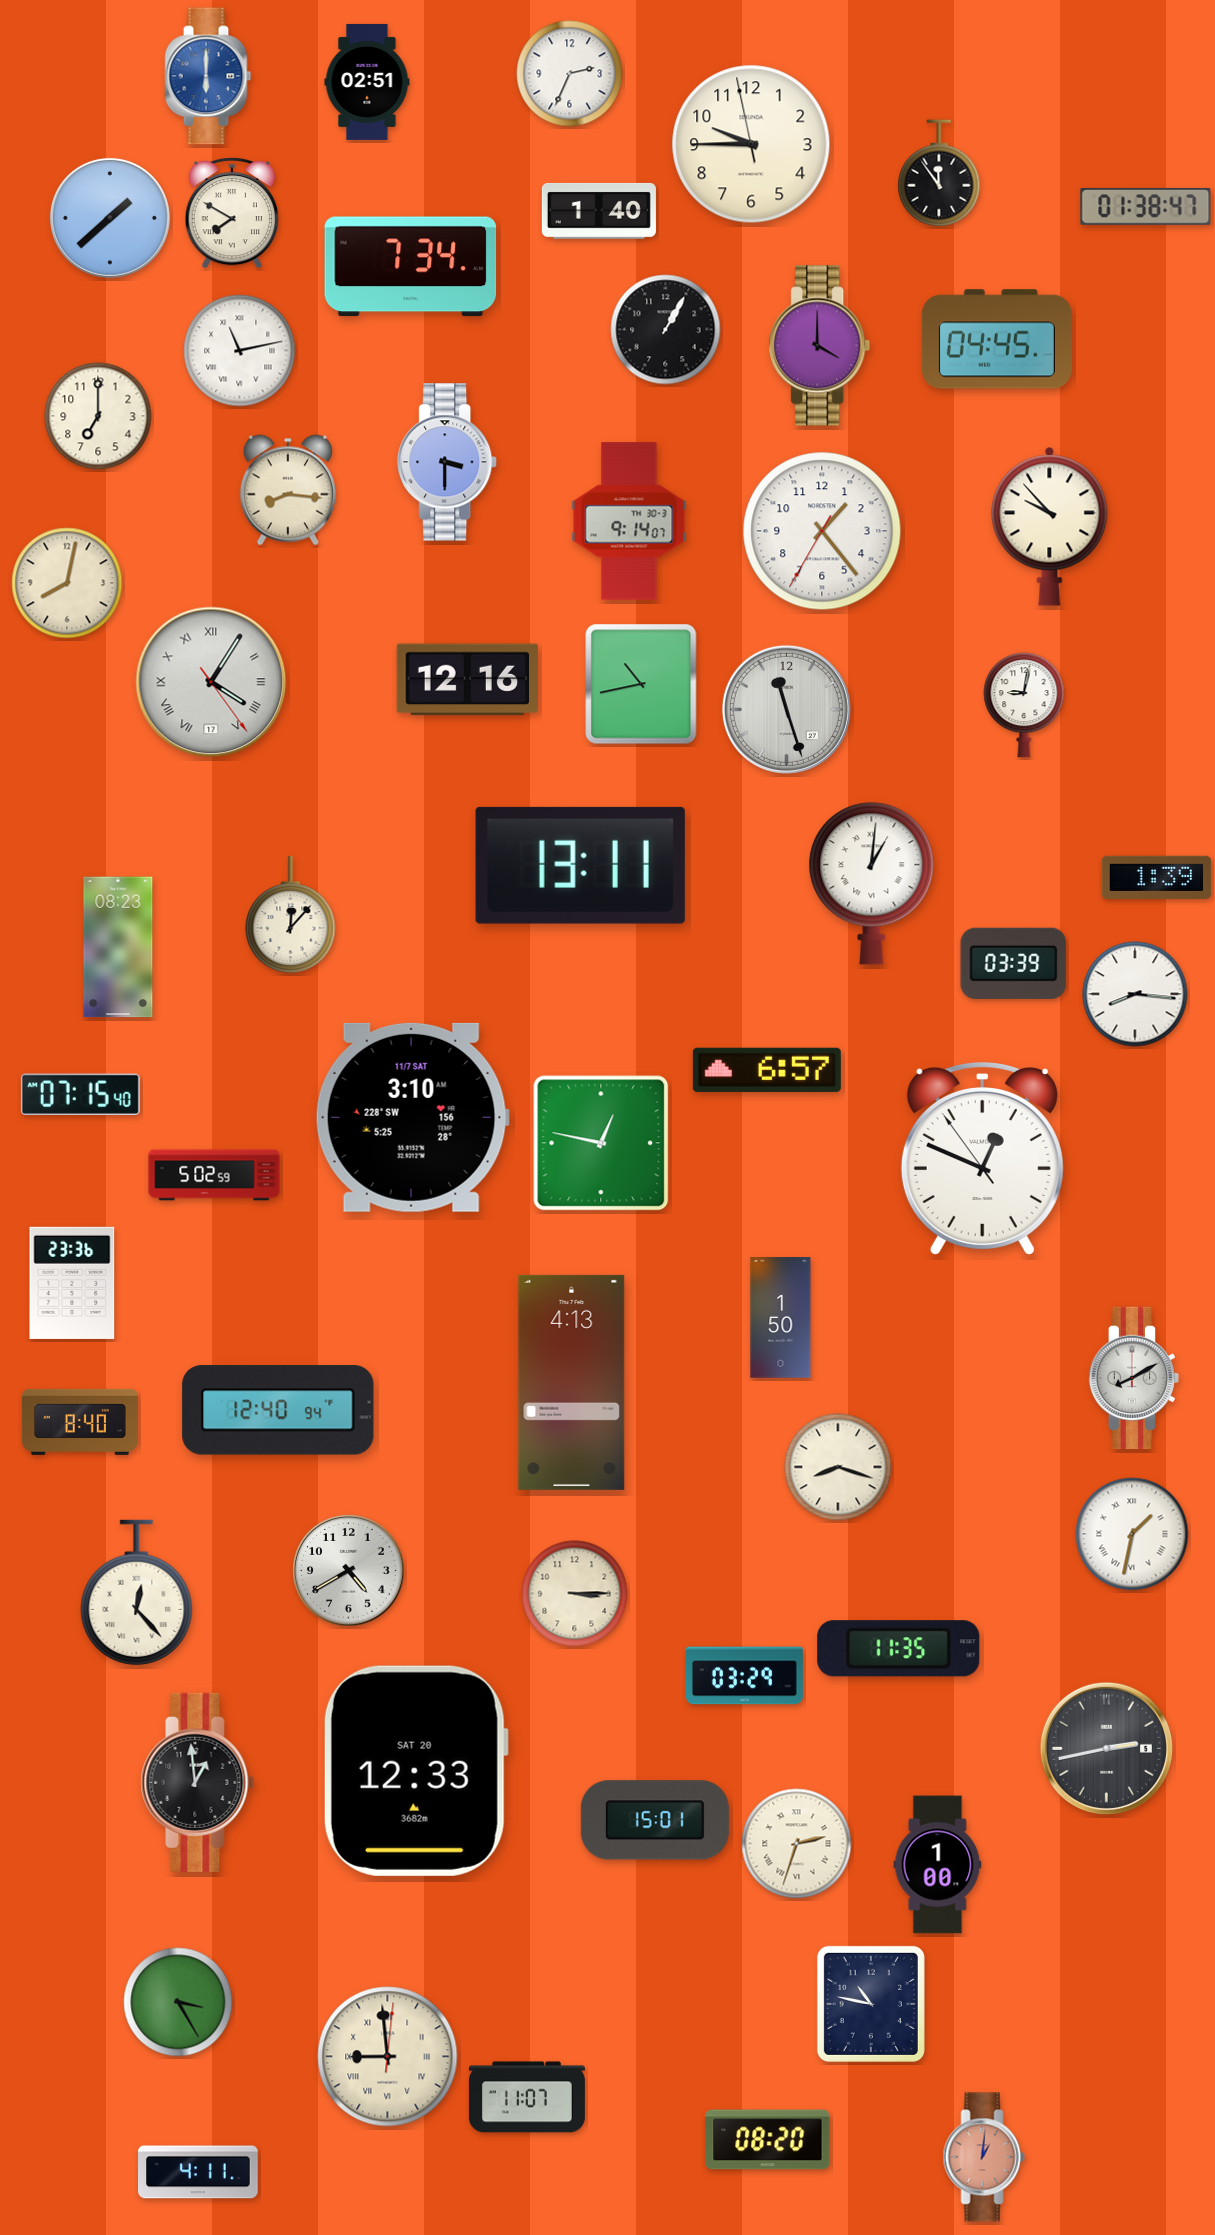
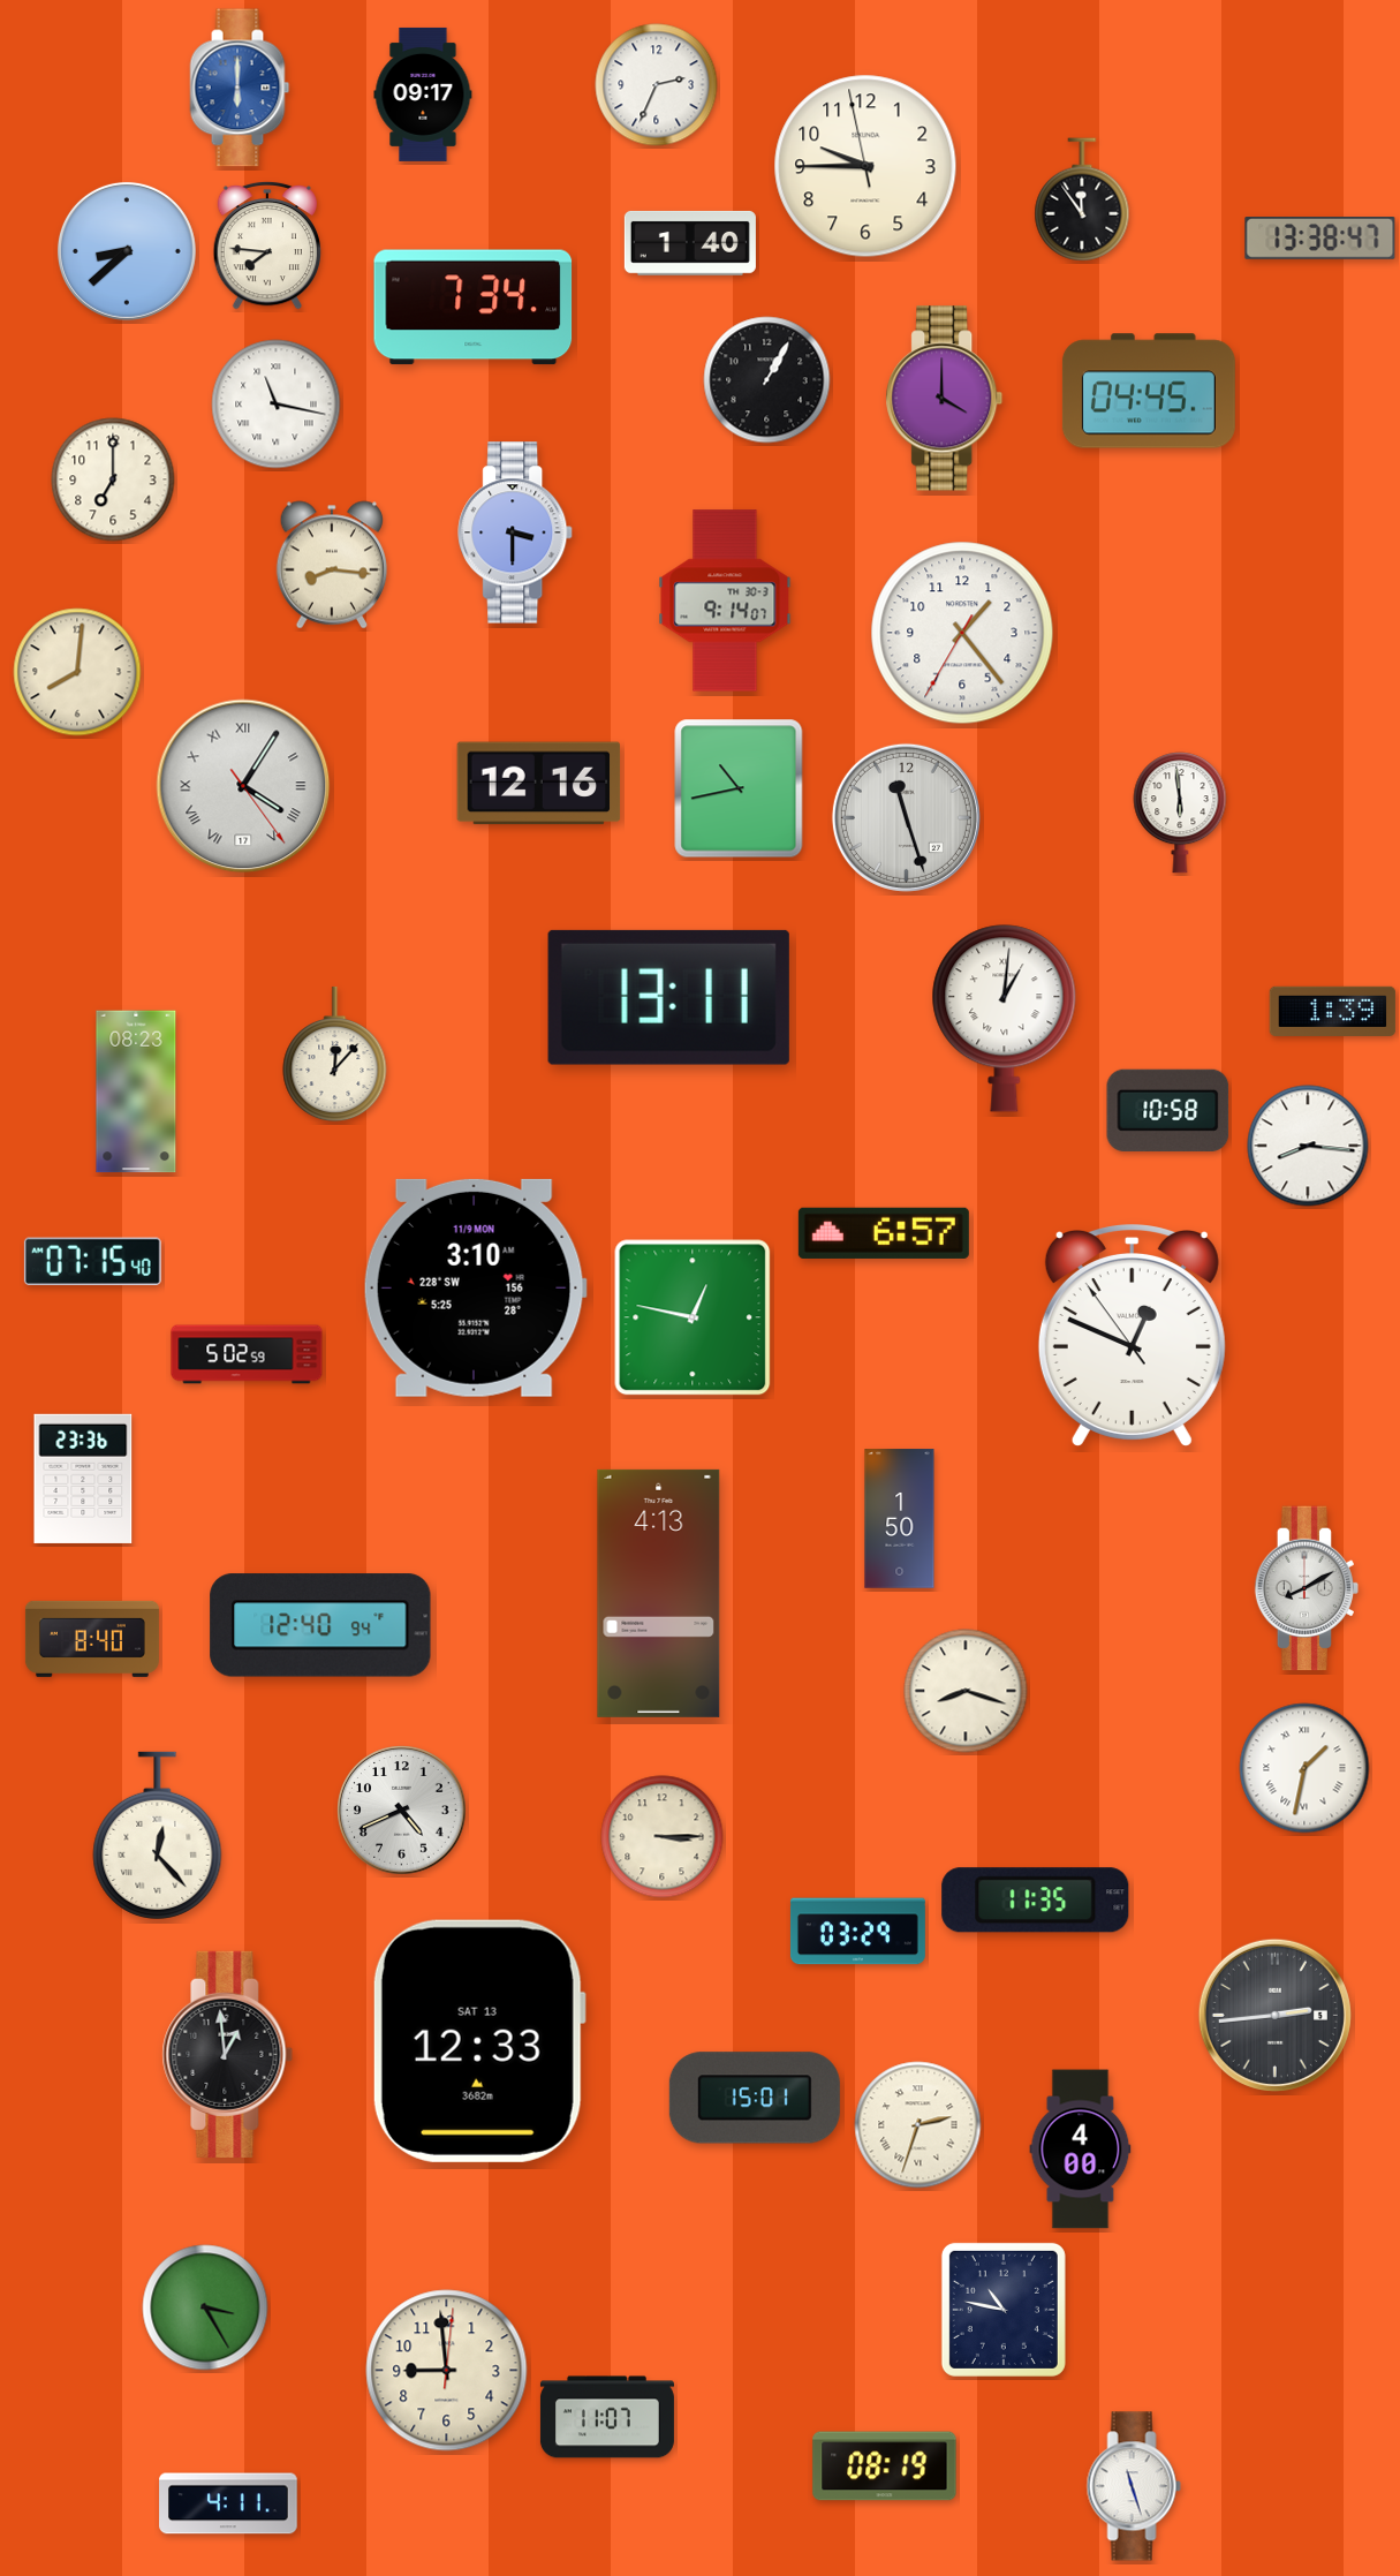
clock at (367, 82): 02:51 -> 09:17
clock at (1146, 207): 01:38 -> 13:38
clock at (232, 213): 7:50 -> 7:46
clock at (110, 218): 1:38 -> 8:38
clock at (240, 351): 11:13 -> 11:17
clock at (1050, 526): 9:53 -> none
clock at (822, 531) position: (822, 531) -> (962, 633)
clock at (67, 583): 8:02 -> 8:01
clock at (1024, 705): 9:02 -> 5:59
clock at (1014, 963): 03:39 -> 10:58
clock at (412, 1117) date: 11/7 SAT -> 11/9 MON
clock at (349, 1571): 4:40 -> 4:41
clock at (1106, 1748): 2:43 -> 2:44
clock at (416, 1771) date: SAT 20 -> SAT 13
clock at (938, 1865): 1:00 -> 4:00
clock at (388, 2057) numerals: Roman -> Arabic
clock at (768, 2140): 08:20 -> 08:19
clock at (984, 2157): 1:01 -> 11:27
clock at (984, 2157) dial: salmon -> white
